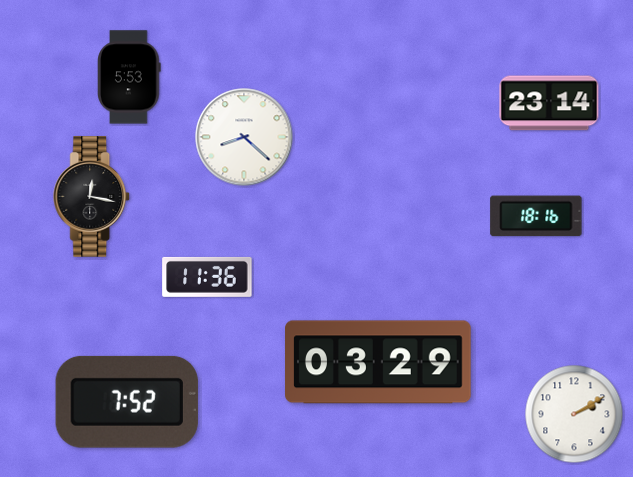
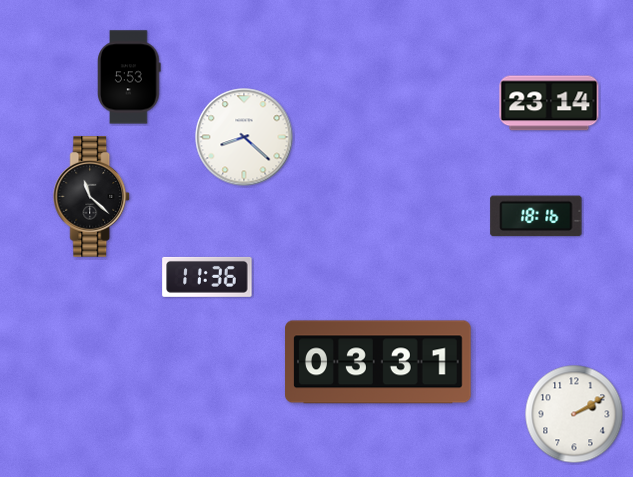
clock at (92, 197): 12:17 -> 11:22
clock at (378, 362): 03:29 -> 03:31
clock at (127, 402): 7:52 -> none
